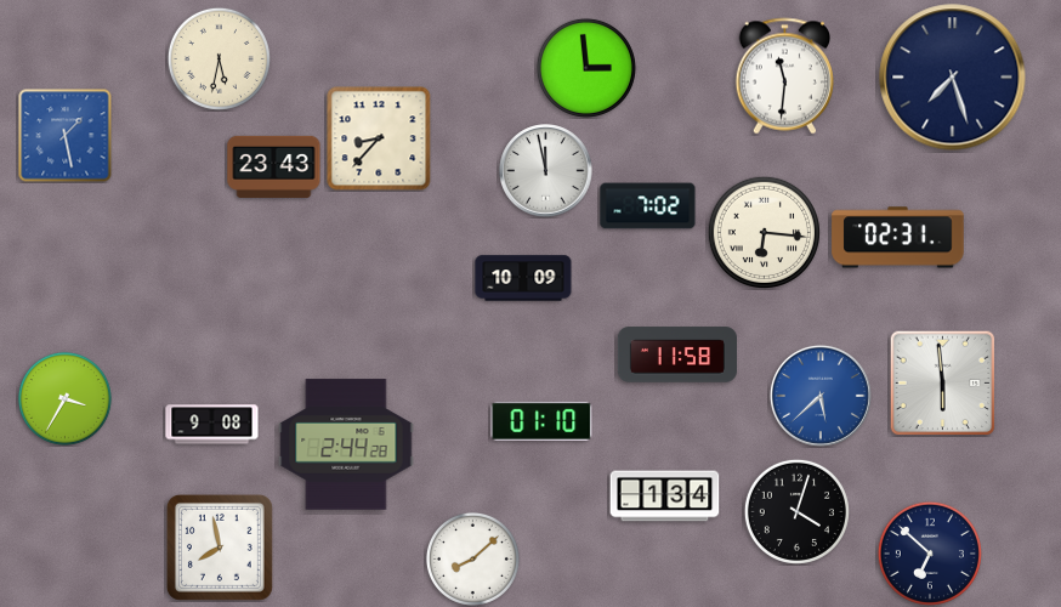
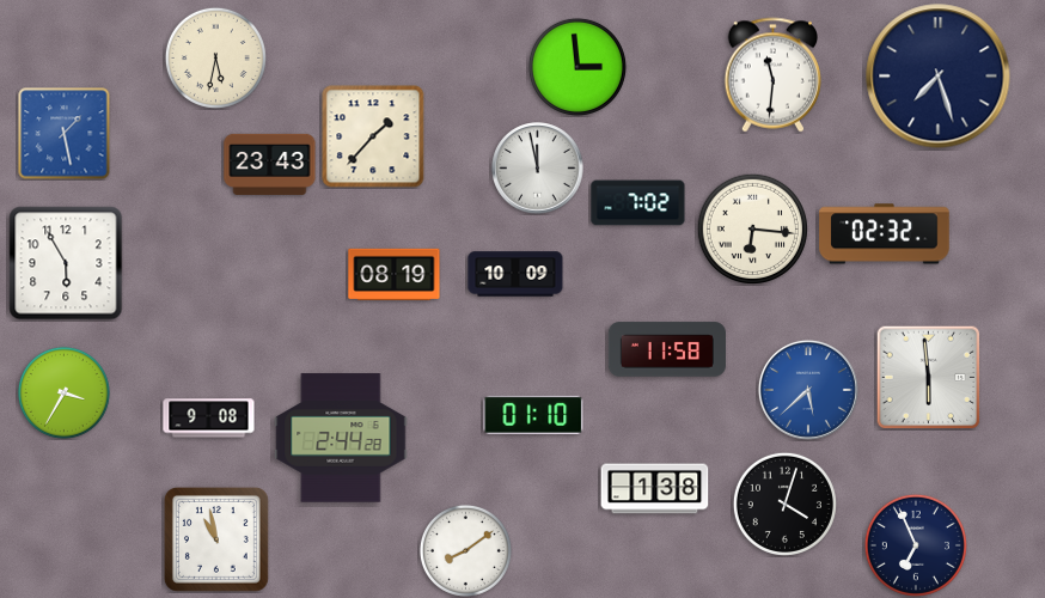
clock at (379, 138): 8:37 -> 1:37
clock at (898, 238): 02:31 -> 02:32
clock at (66, 263): none -> 5:55
clock at (395, 274): none -> 08:19
clock at (665, 497): 1:34 -> 1:38
clock at (220, 548): 7:58 -> 10:58
clock at (930, 554): 6:52 -> 6:56
clock at (472, 558): 8:08 -> 8:09
